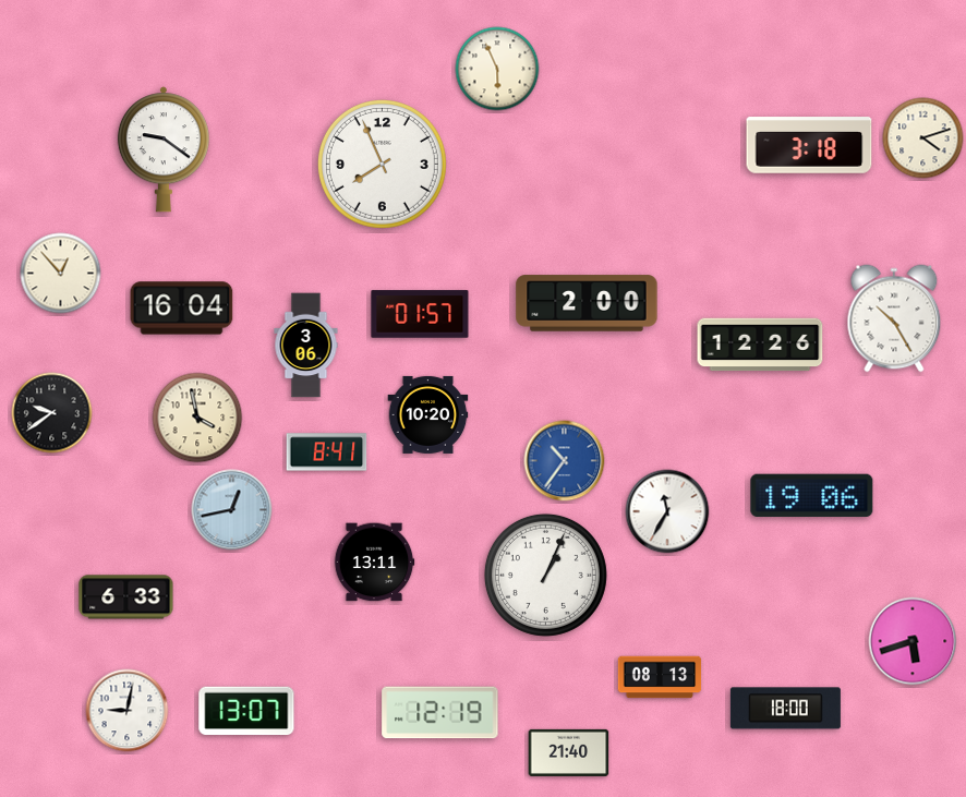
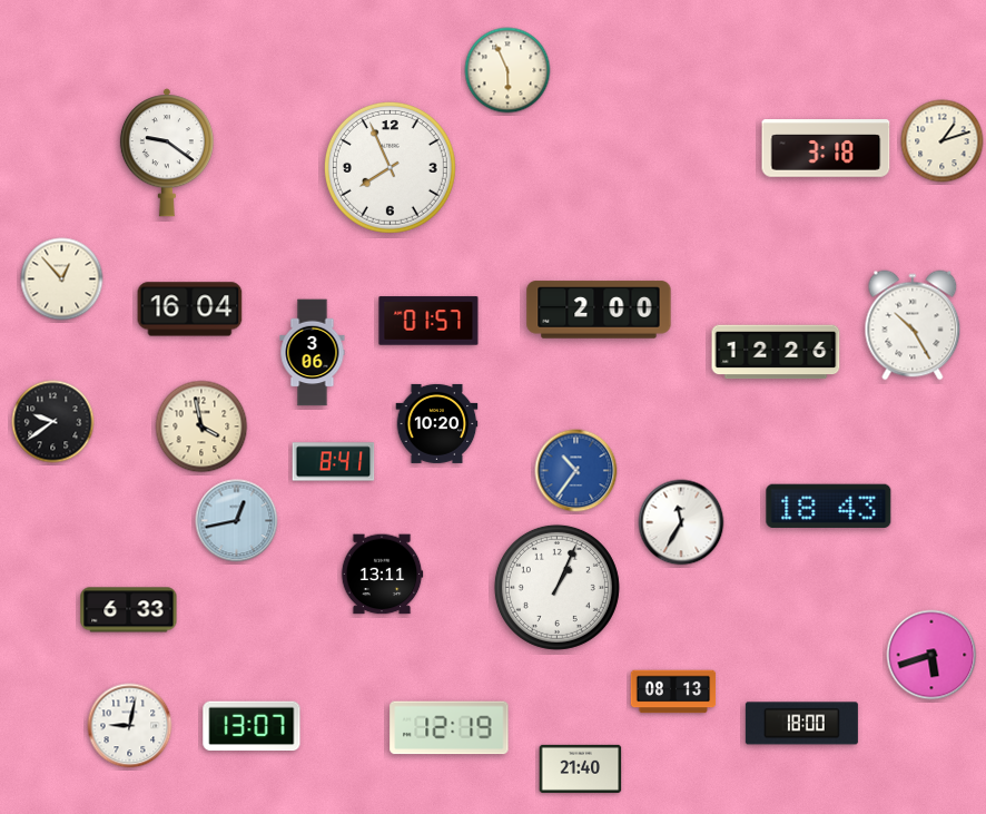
clock at (923, 138): 4:12 -> 1:12
clock at (182, 309) position: (182, 309) -> (190, 310)
clock at (812, 495): 19:06 -> 18:43
